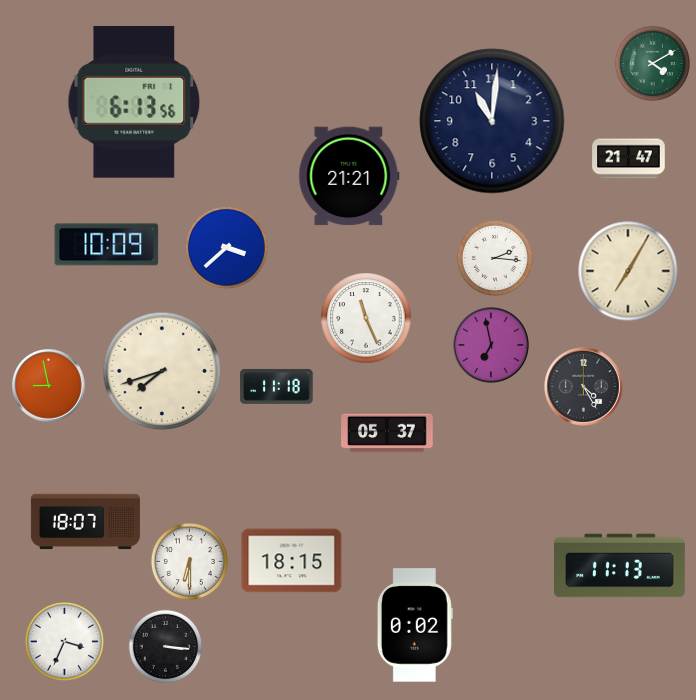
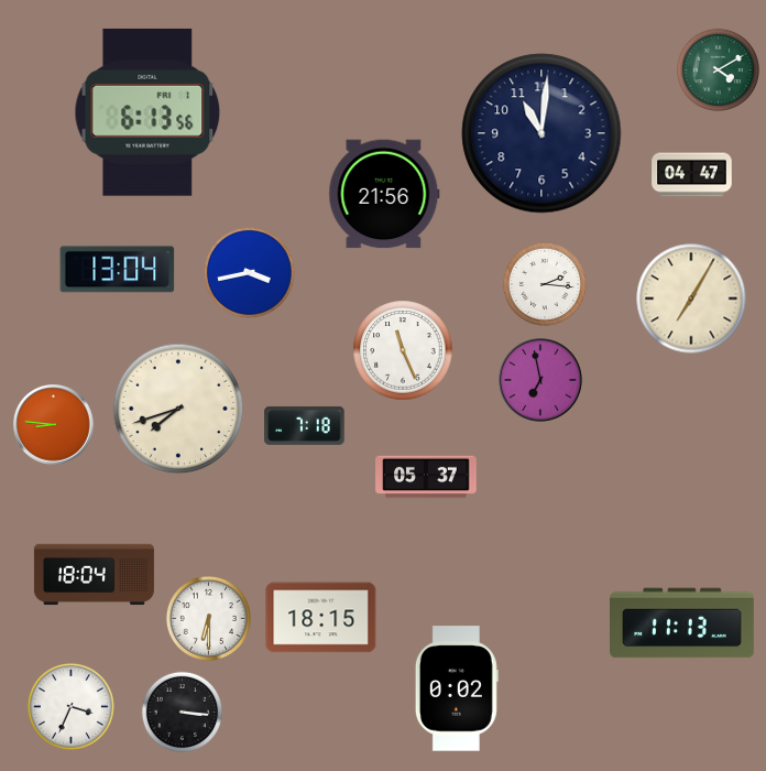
clock at (629, 159): 21:47 -> 04:47
clock at (349, 176): 21:21 -> 21:56
clock at (107, 245): 10:09 -> 13:04
clock at (227, 248): 3:38 -> 3:43
clock at (49, 386): 8:58 -> 8:46
clock at (277, 386): 11:18 -> 7:18
clock at (584, 387): 4:25 -> none
clock at (85, 522): 18:07 -> 18:04
